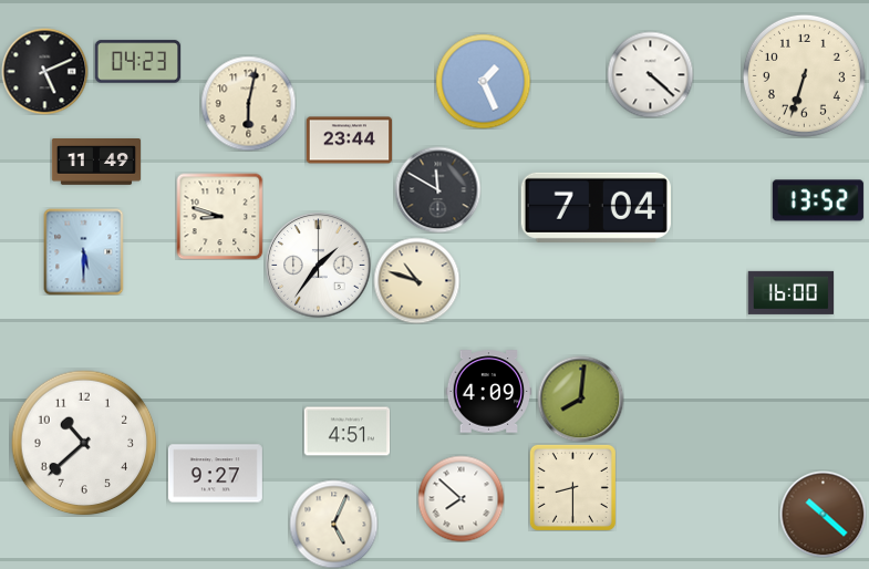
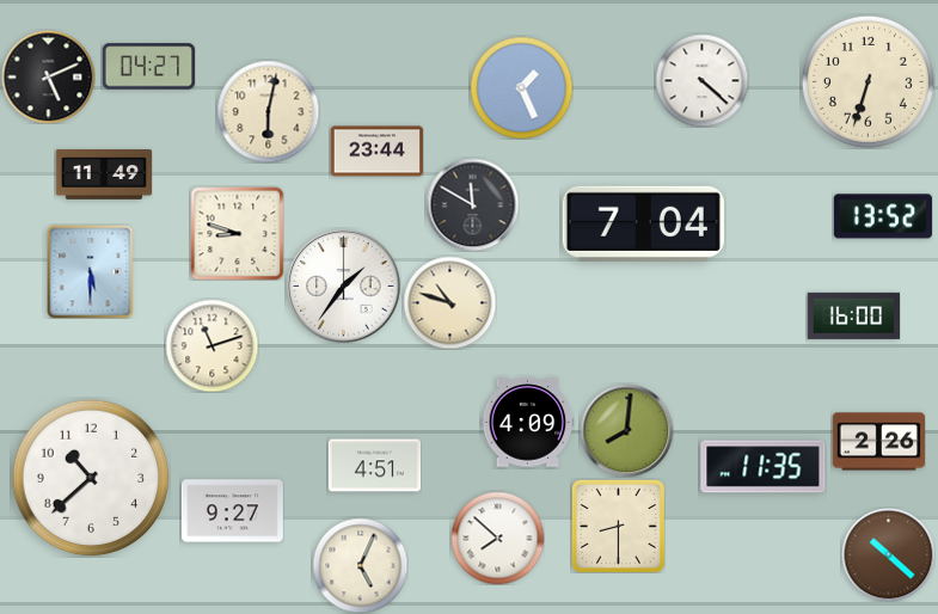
clock at (137, 62): 04:23 -> 04:27
clock at (211, 345): none -> 11:12
clock at (878, 442): none -> 2:26
clock at (764, 467): none -> 11:35
